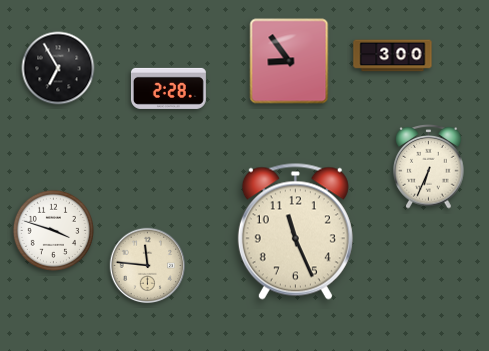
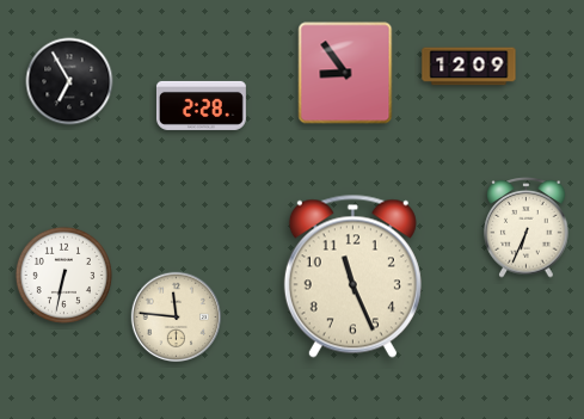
clock at (393, 56): 3:00 -> 12:09
clock at (429, 167) position: (429, 167) -> (527, 228)
clock at (53, 230): 3:48 -> 6:32
